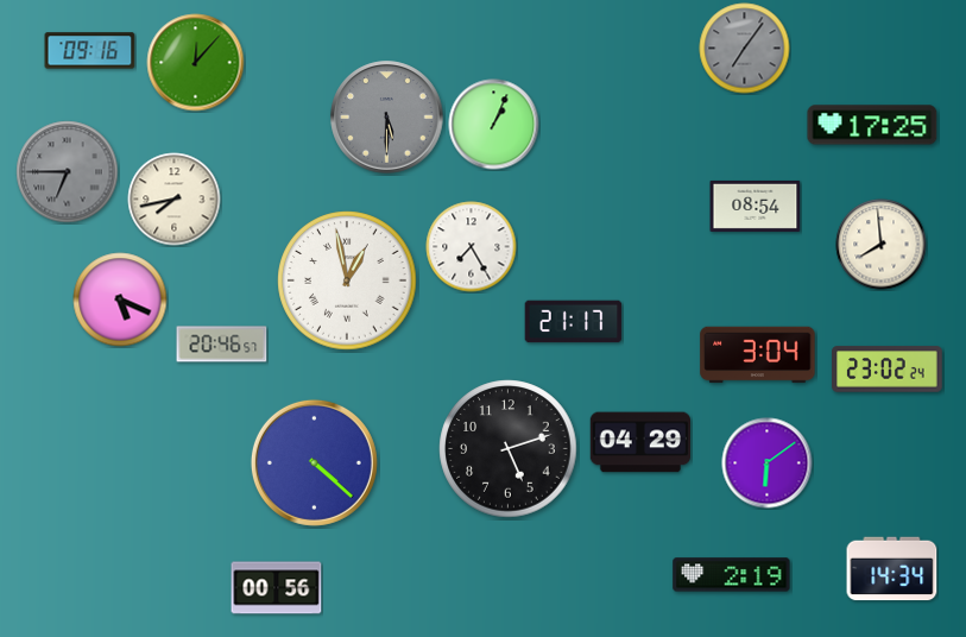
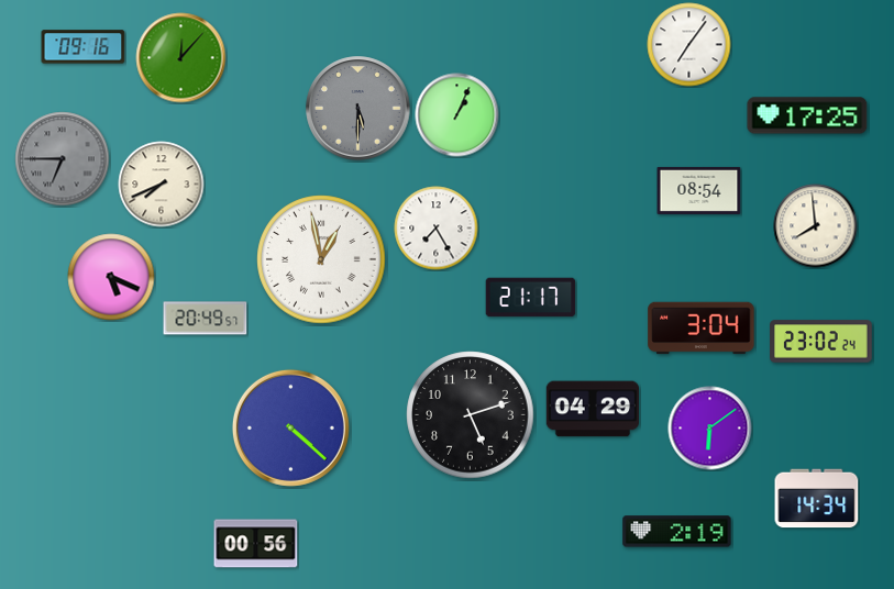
clock at (745, 49) dial: grey -> white
clock at (175, 200): 7:43 -> 7:41
clock at (222, 345): 20:46 -> 20:49
clock at (892, 569) position: (892, 569) -> (817, 499)
